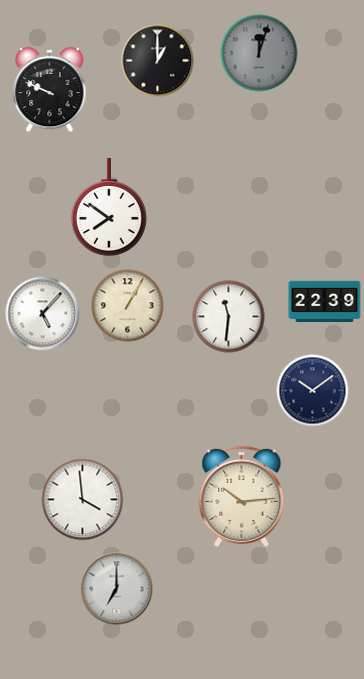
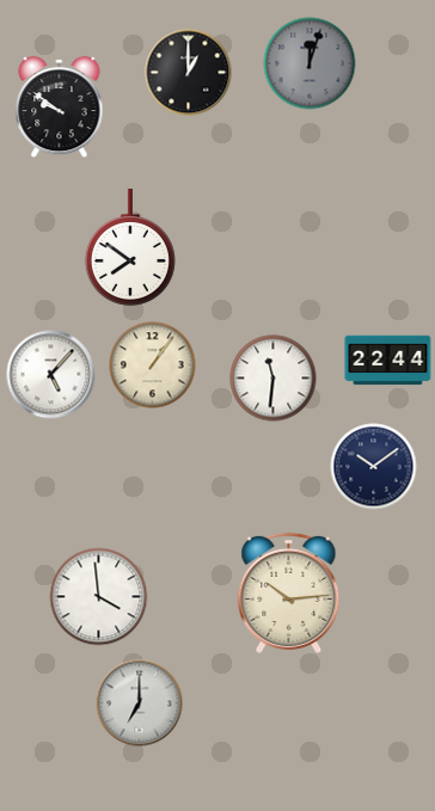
clock at (50, 90): 9:49 -> 9:51
clock at (325, 302): 22:39 -> 22:44
clock at (128, 306): 1:05 -> 1:06
